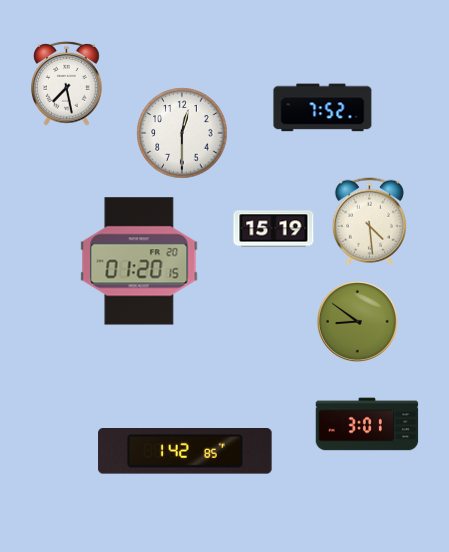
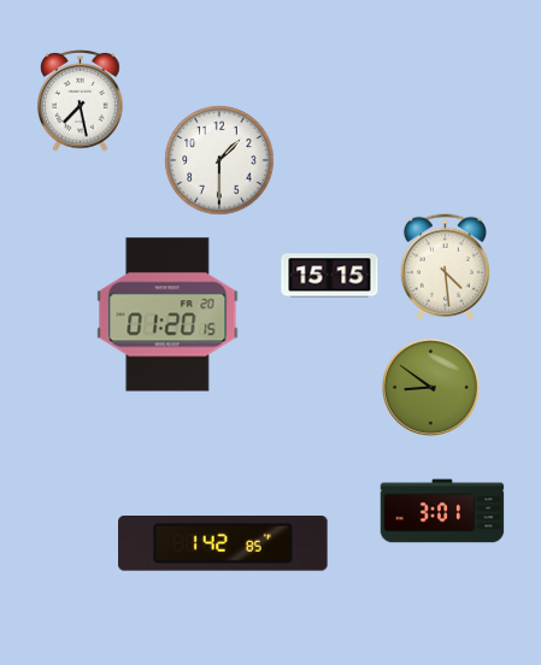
clock at (323, 108): 7:52 -> none
clock at (182, 133): 12:30 -> 1:30
clock at (274, 229): 15:19 -> 15:15
